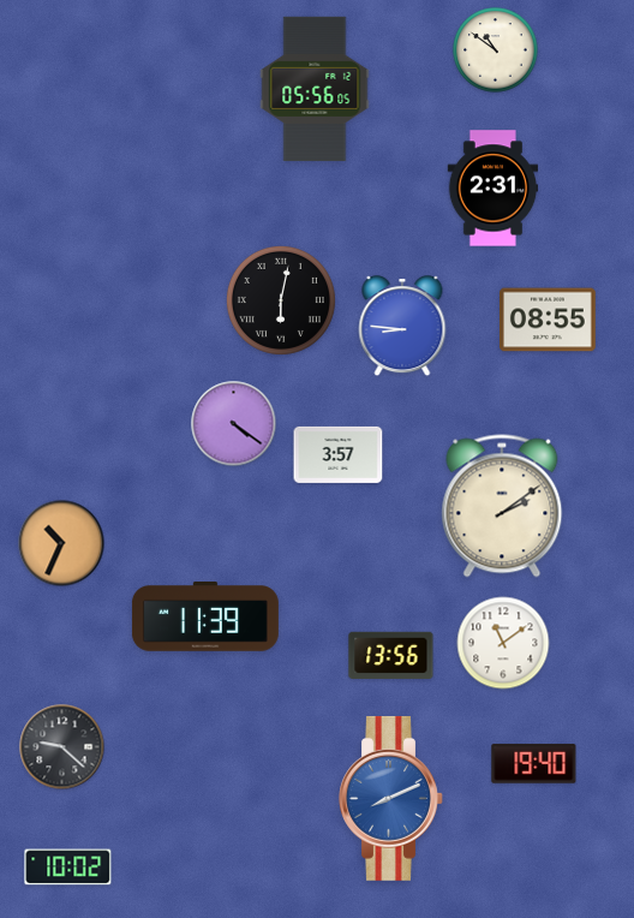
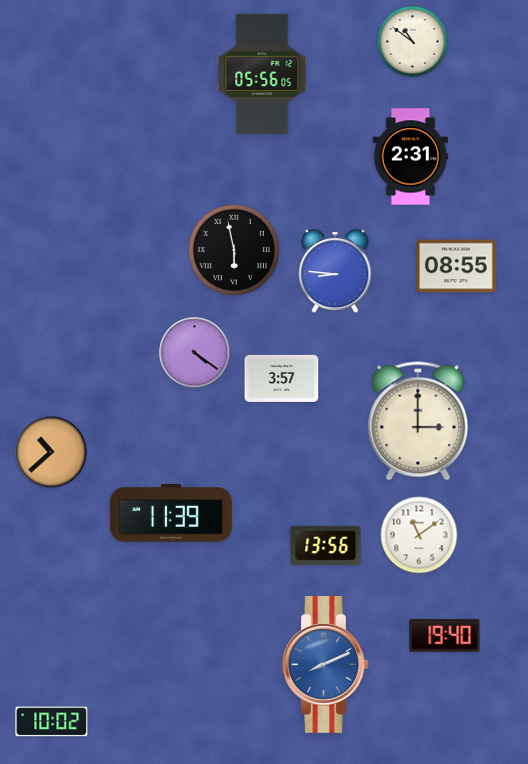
clock at (281, 300): 6:02 -> 5:58
clock at (502, 506): 2:09 -> 3:00
clock at (61, 543): 10:34 -> 10:38
clock at (62, 747): 9:22 -> none
clock at (68, 868) position: (68, 868) -> (52, 722)
